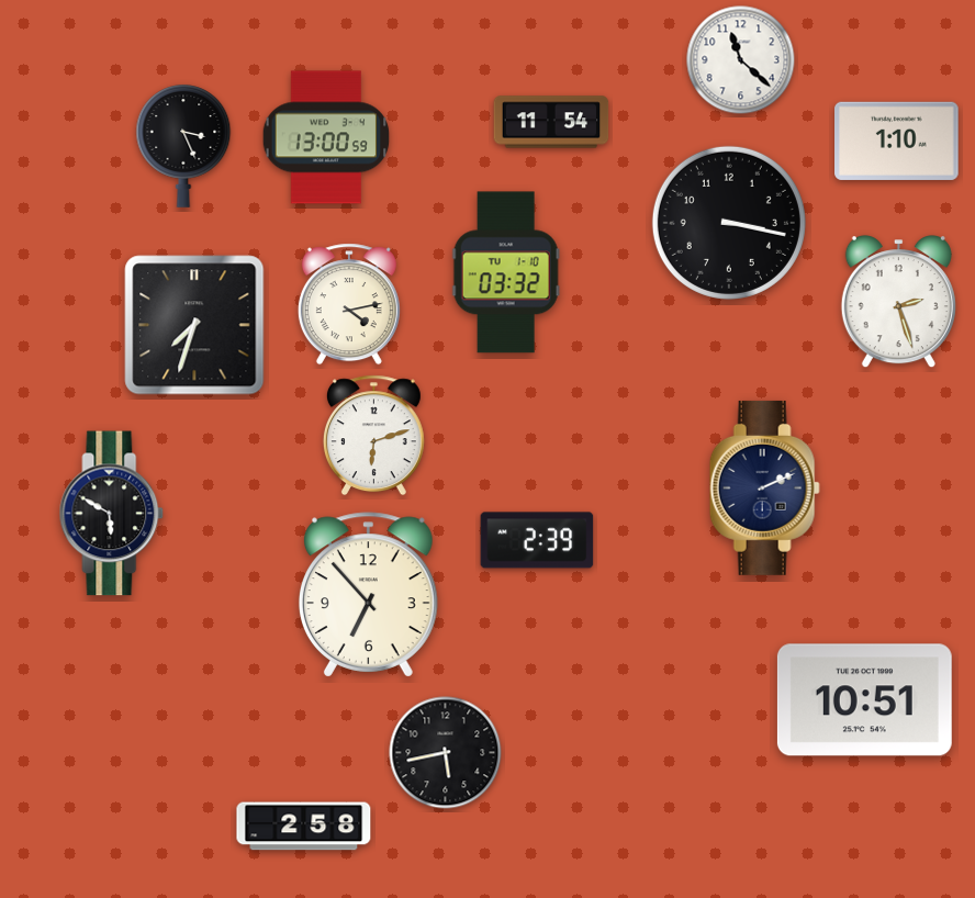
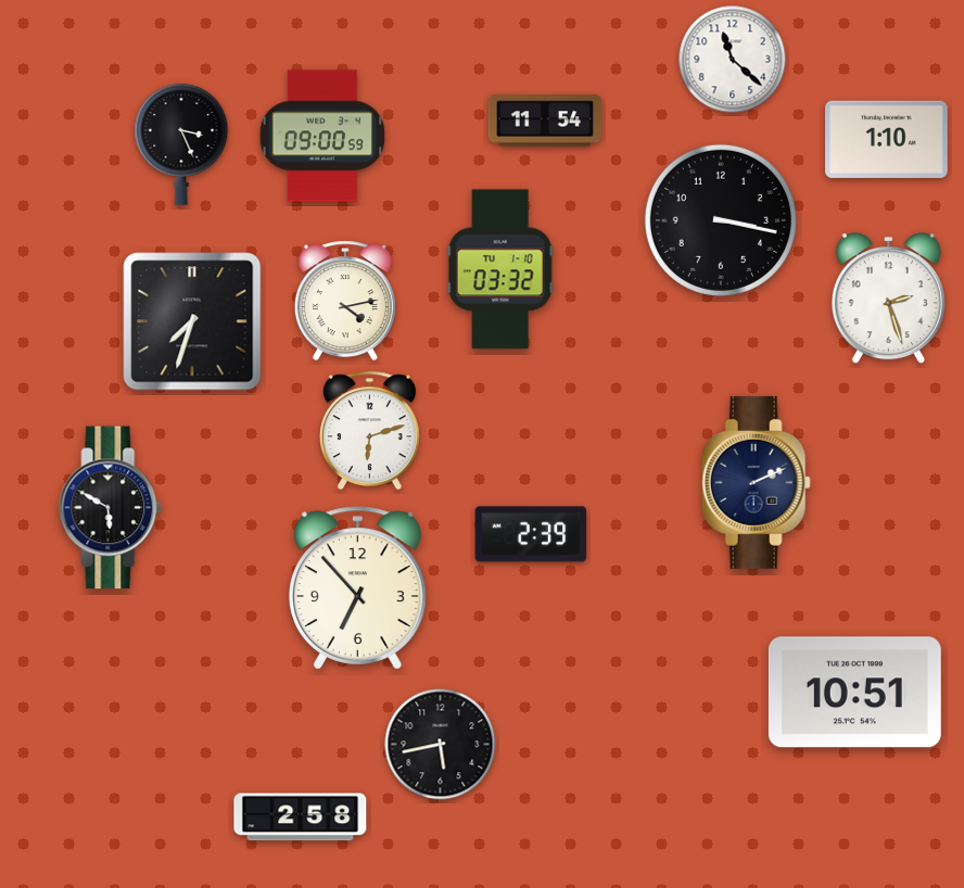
clock at (326, 137): 13:00 -> 09:00
clock at (368, 595) position: (368, 595) -> (357, 588)
